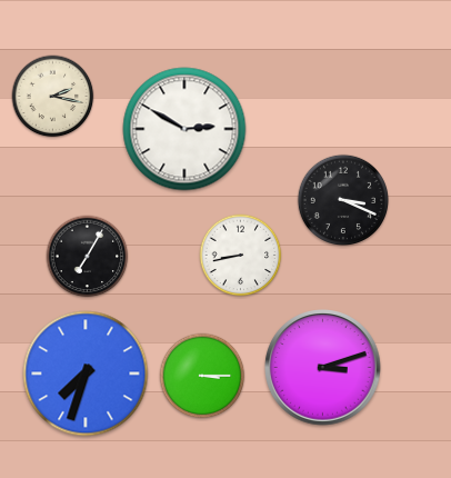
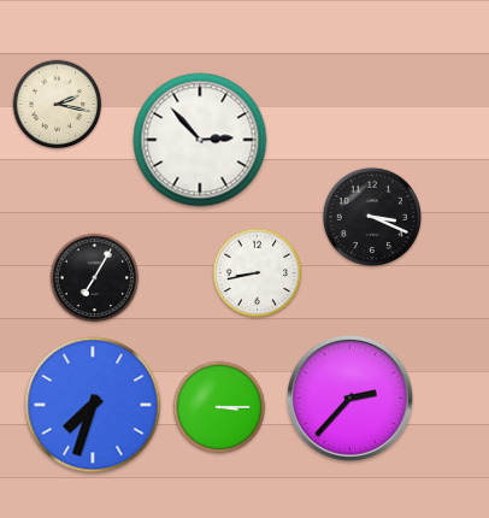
clock at (184, 129): 2:50 -> 2:53
clock at (241, 256) position: (241, 256) -> (258, 273)
clock at (323, 368): 3:12 -> 2:37
